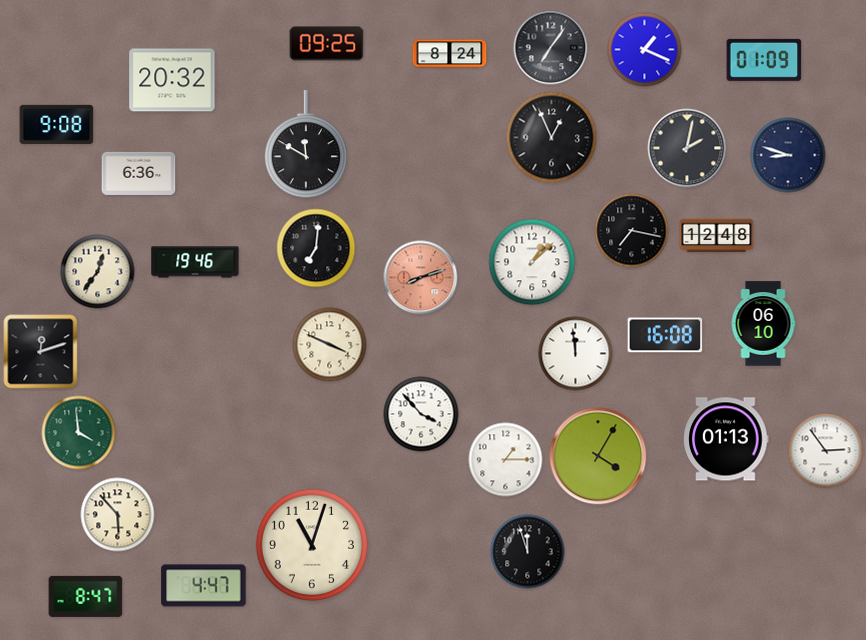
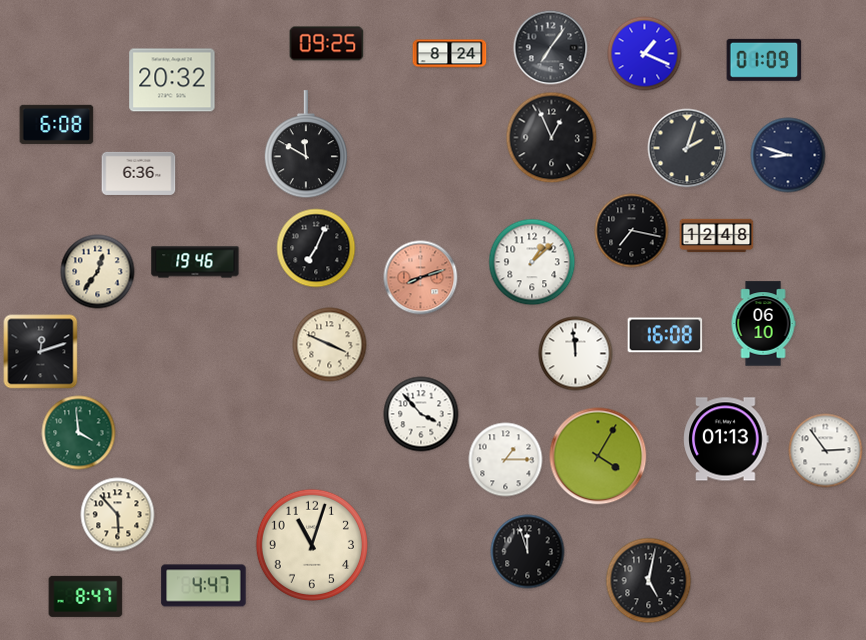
clock at (645, 50) position: (645, 50) -> (645, 54)
clock at (57, 124): 9:08 -> 6:08
clock at (687, 148): 2:02 -> 2:03
clock at (316, 248): 7:01 -> 7:04
clock at (649, 581): none -> 5:02
